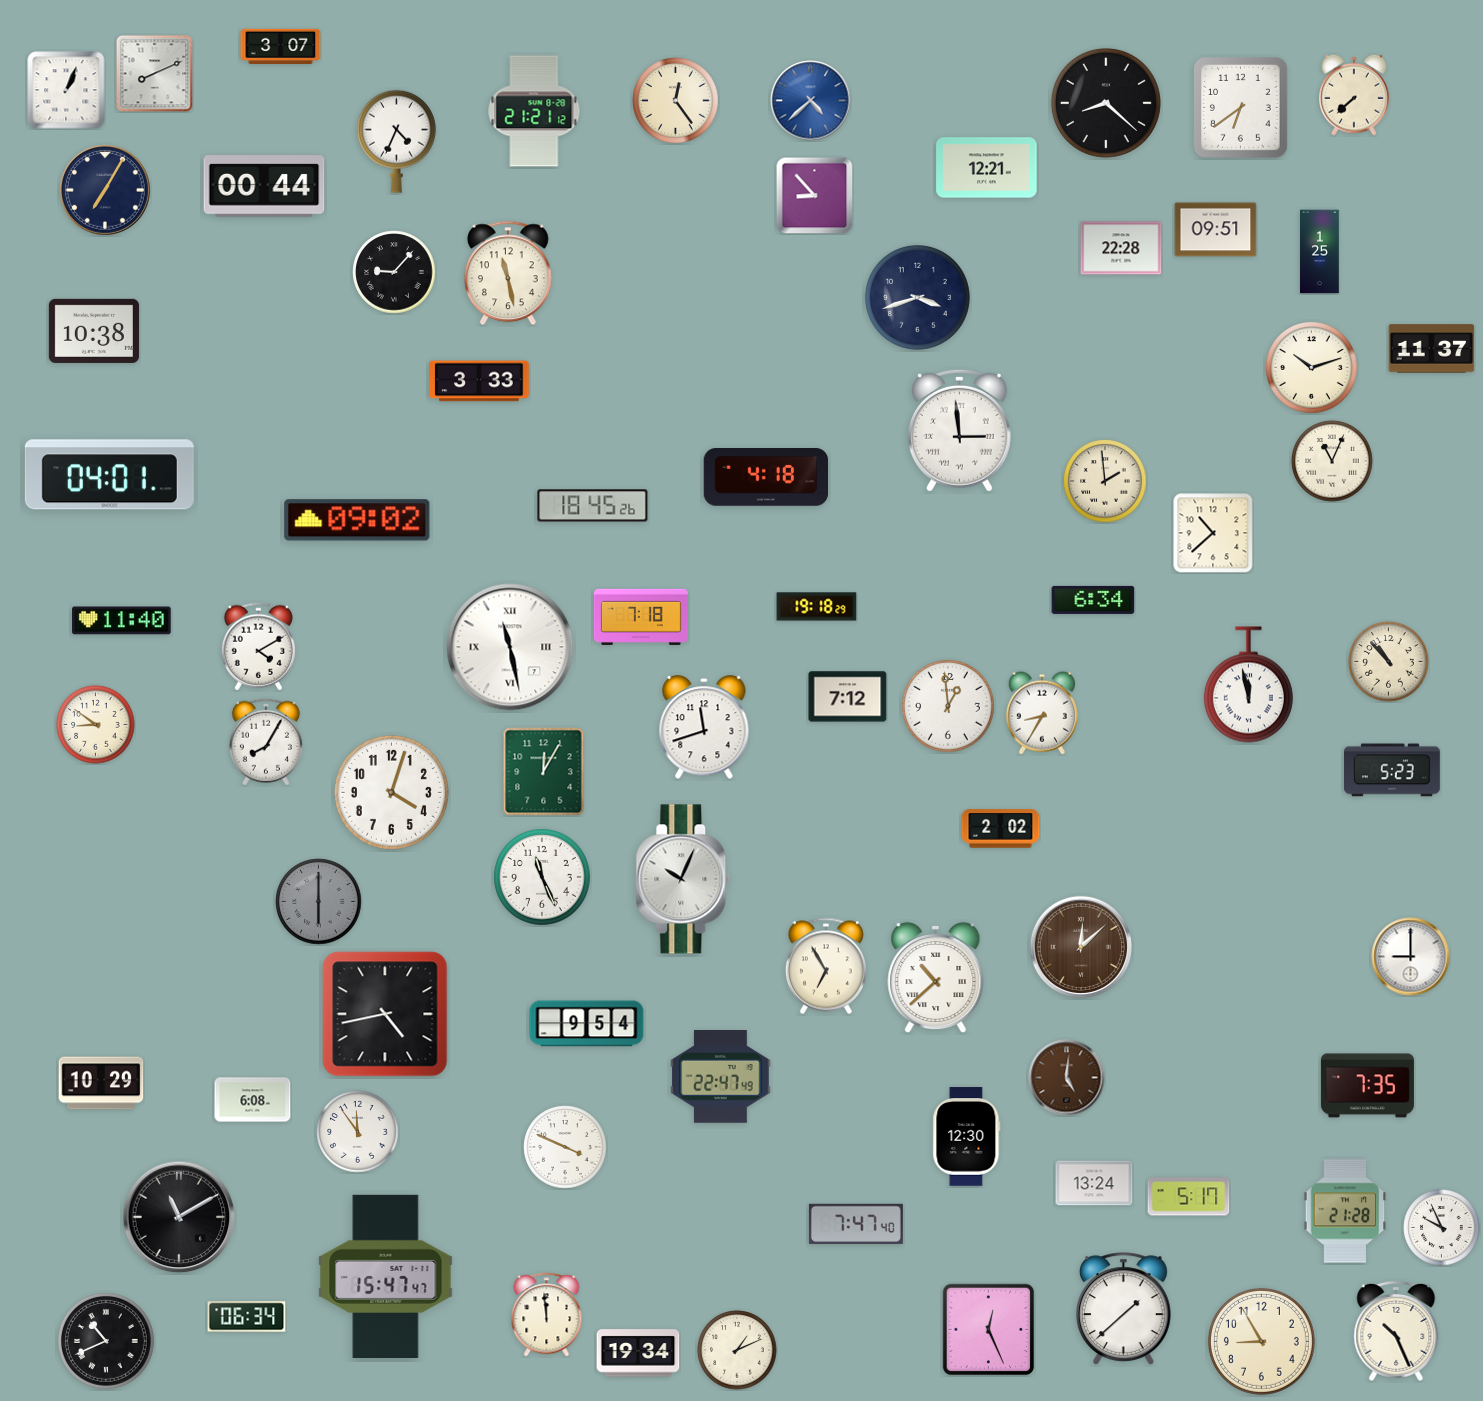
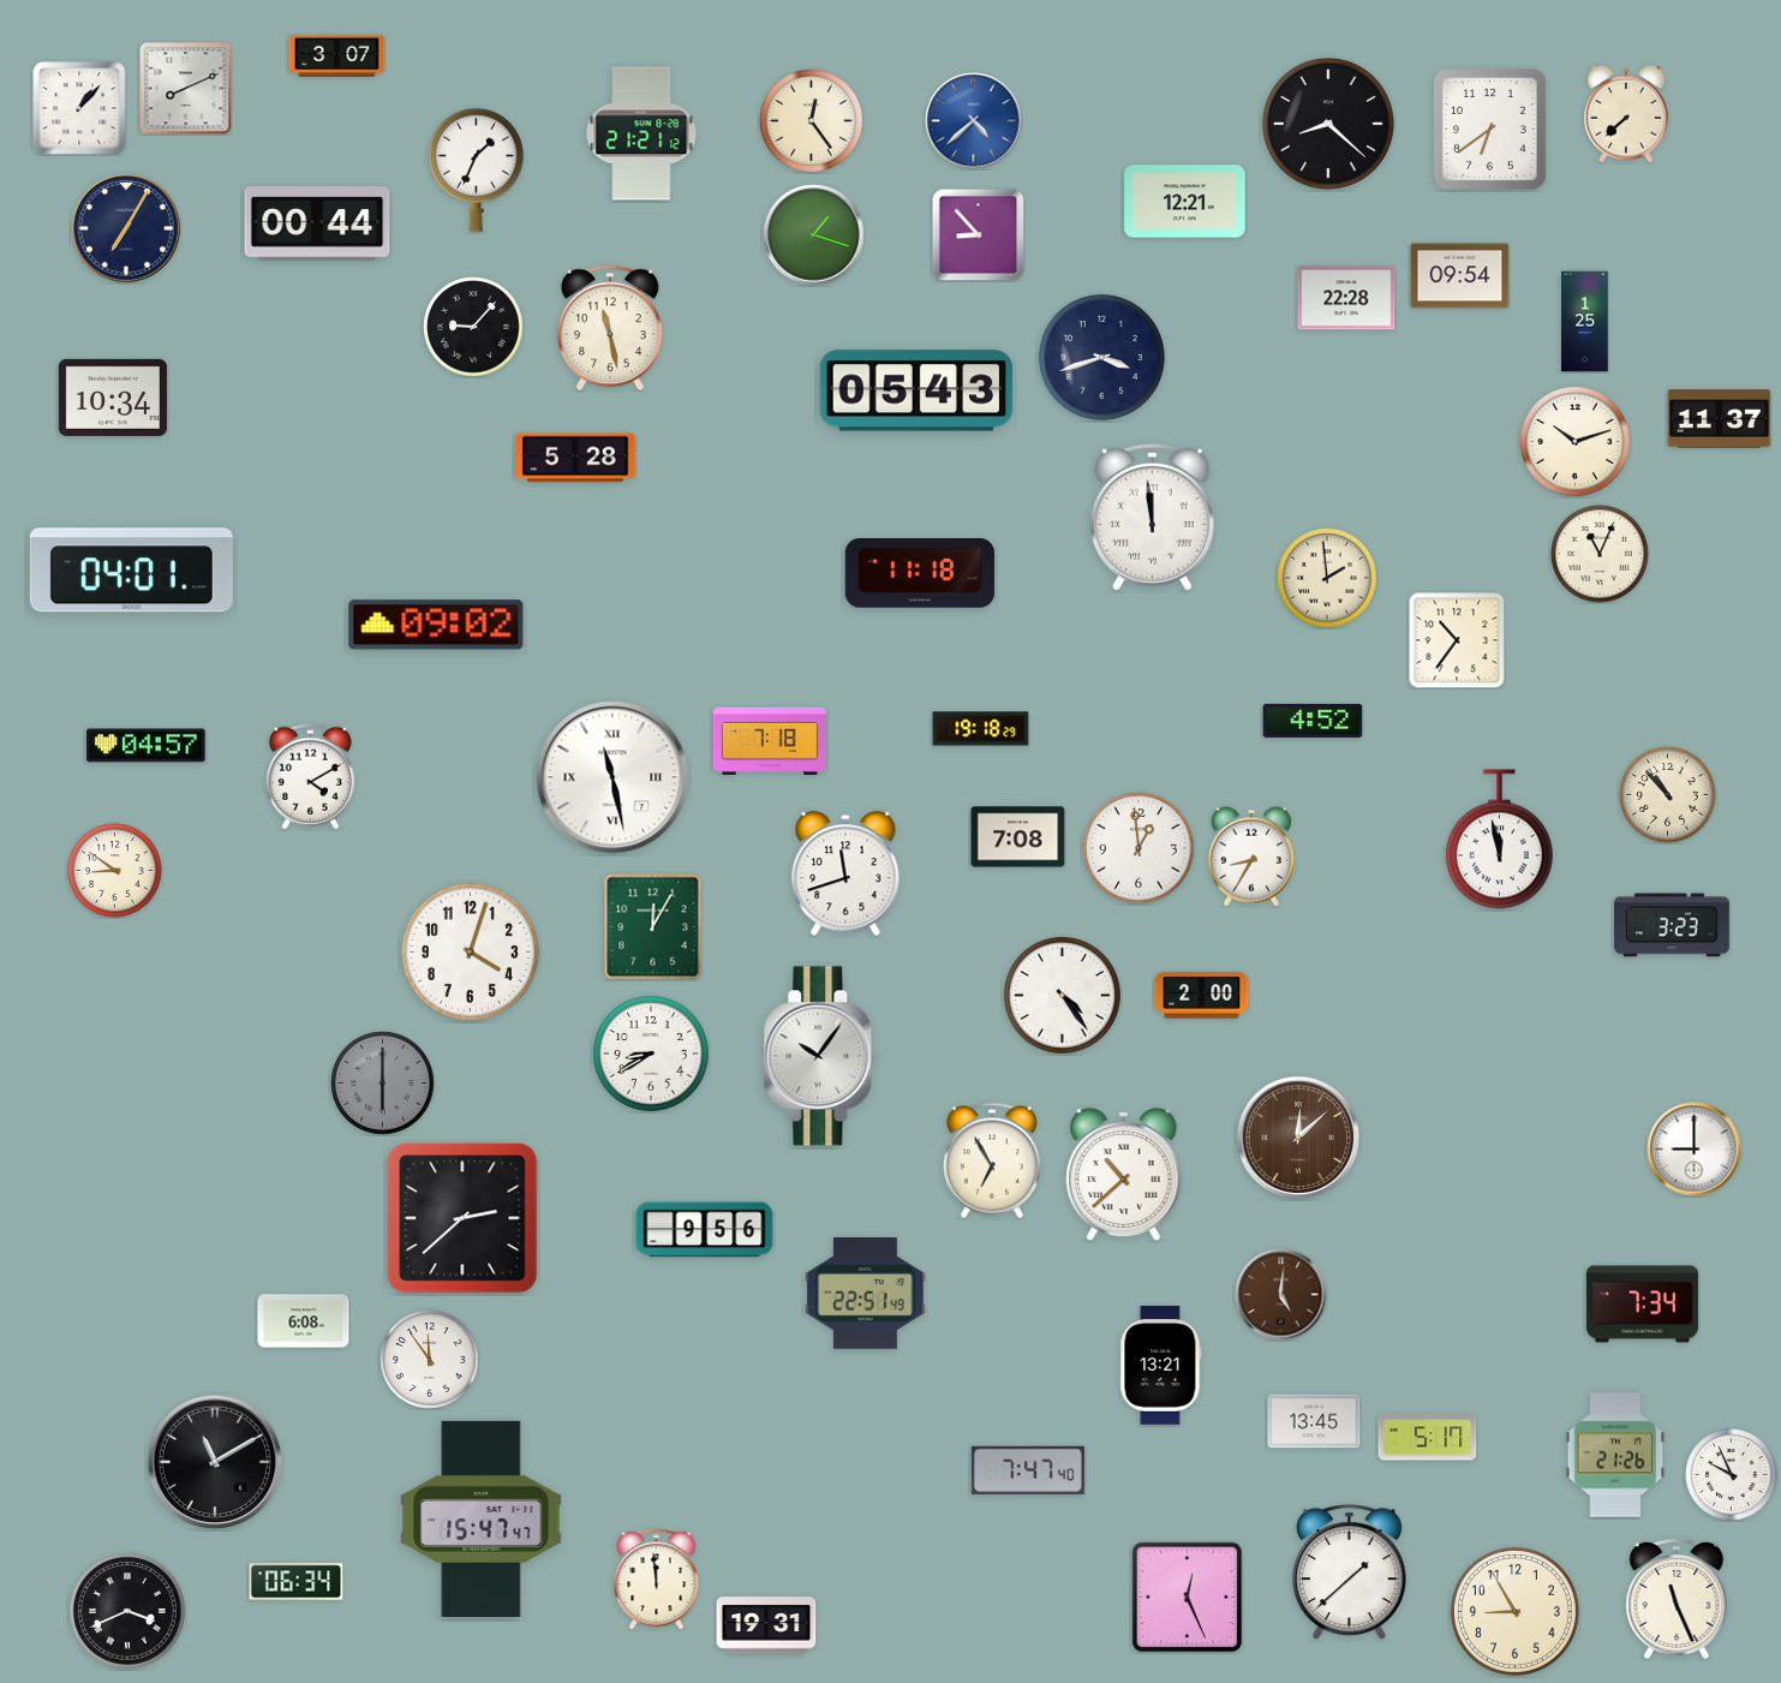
clock at (66, 90): 1:04 -> 1:07
clock at (396, 141): 4:34 -> 1:34
clock at (814, 235): none -> 1:18
clock at (1216, 230): 09:51 -> 09:54
clock at (1320, 252) position: (1320, 252) -> (1585, 322)
clock at (916, 390): none -> 05:43
clock at (94, 331): 10:38 -> 10:34
clock at (479, 381): 3:33 -> 5:28
clock at (959, 430): 2:59 -> 11:59
clock at (766, 478): 4:18 -> 11:18
clock at (593, 506): 18:45 -> none
clock at (357, 520) position: (357, 520) -> (436, 625)
clock at (1213, 533): 10:38 -> 10:36
clock at (1093, 600): 6:34 -> 4:52
clock at (122, 621): 11:40 -> 04:57
clock at (1248, 685) position: (1248, 685) -> (1499, 840)
clock at (848, 697): 7:12 -> 7:08
clock at (266, 742): 8:05 -> none
clock at (1392, 770): 5:23 -> 3:23
clock at (1063, 996): none -> 4:24
clock at (1001, 829): 2:02 -> 2:00
clock at (543, 878): 11:26 -> 8:40
clock at (683, 879): 10:04 -> 10:06
clock at (385, 1014): 4:43 -> 2:38
clock at (587, 1024): 9:54 -> 9:56
clock at (721, 1077): 22:47 -> 22:51
clock at (101, 1083): 10:29 -> none
clock at (1367, 1086): 7:35 -> 7:34
clock at (967, 1137): 12:30 -> 13:21
clock at (565, 1147): 3:49 -> none
clock at (1094, 1183): 13:24 -> 13:45
clock at (1345, 1211): 21:28 -> 21:26
clock at (386, 1276) position: (386, 1276) -> (482, 1518)
clock at (1396, 1331): 10:26 -> 11:26
clock at (107, 1342): 10:41 -> 3:41
clock at (737, 1350): 1:11 -> none
clock at (638, 1353): 19:34 -> 19:31
